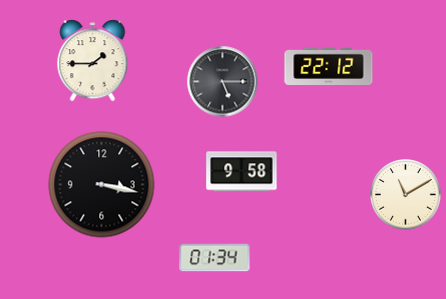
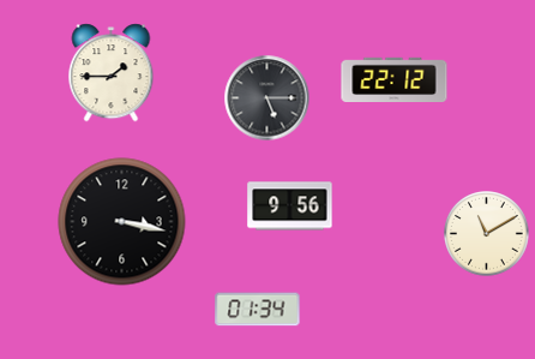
clock at (242, 172): 9:58 -> 9:56
